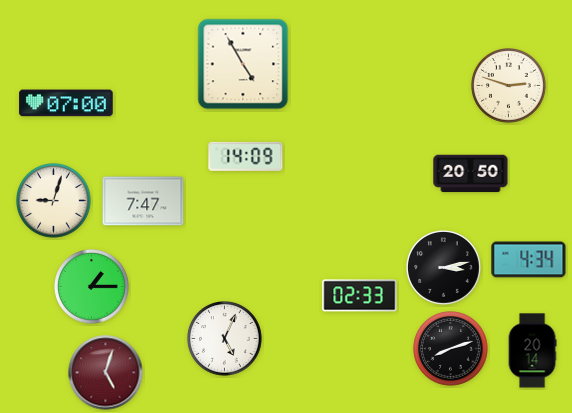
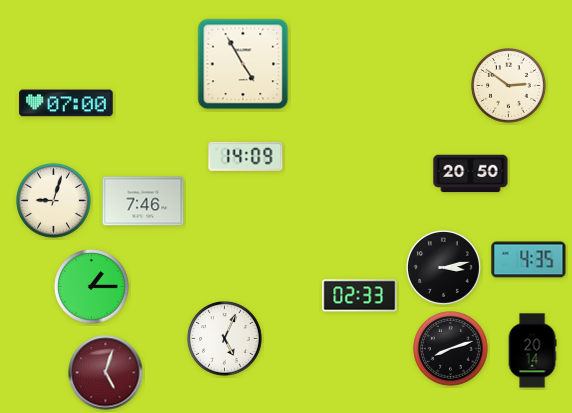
clock at (509, 86): 2:48 -> 2:51
clock at (143, 201): 7:47 -> 7:46
clock at (529, 260): 4:34 -> 4:35
